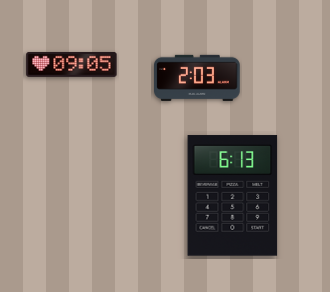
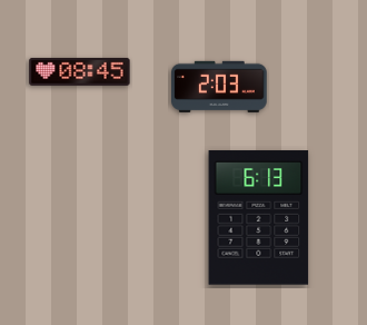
clock at (72, 64): 09:05 -> 08:45
